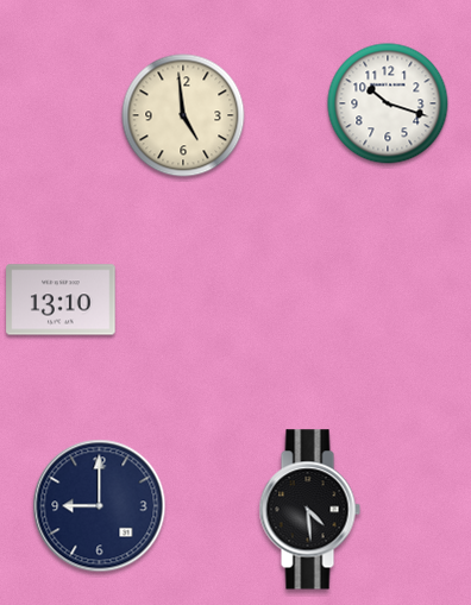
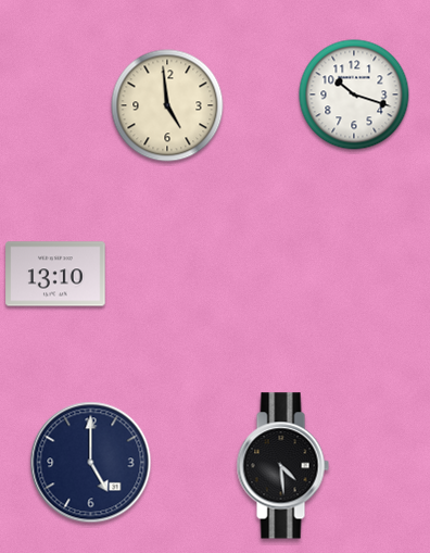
clock at (100, 506): 9:00 -> 5:00
